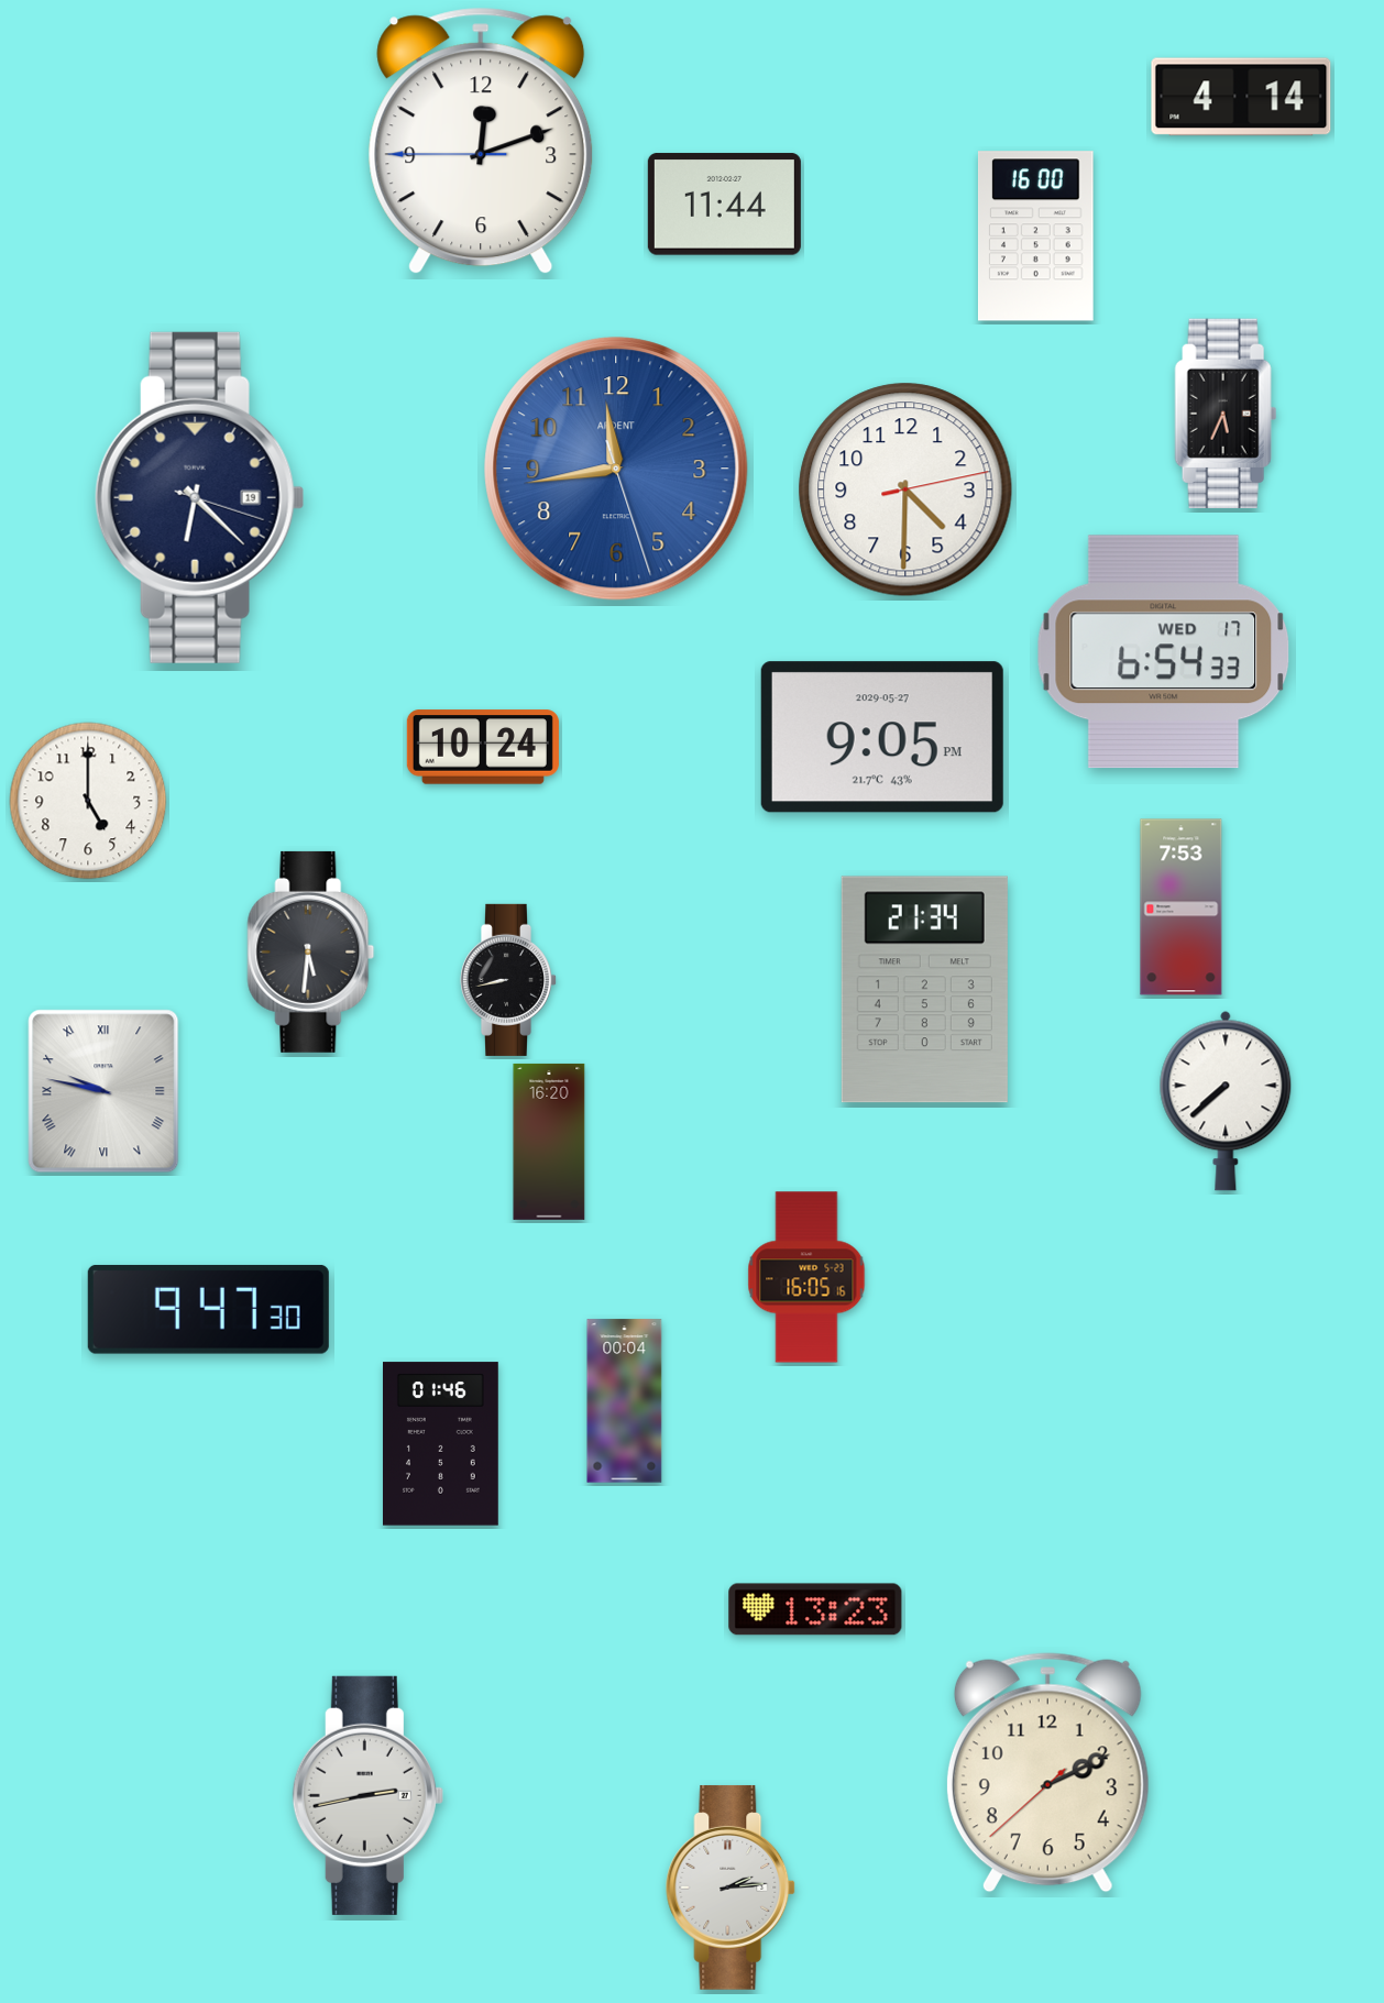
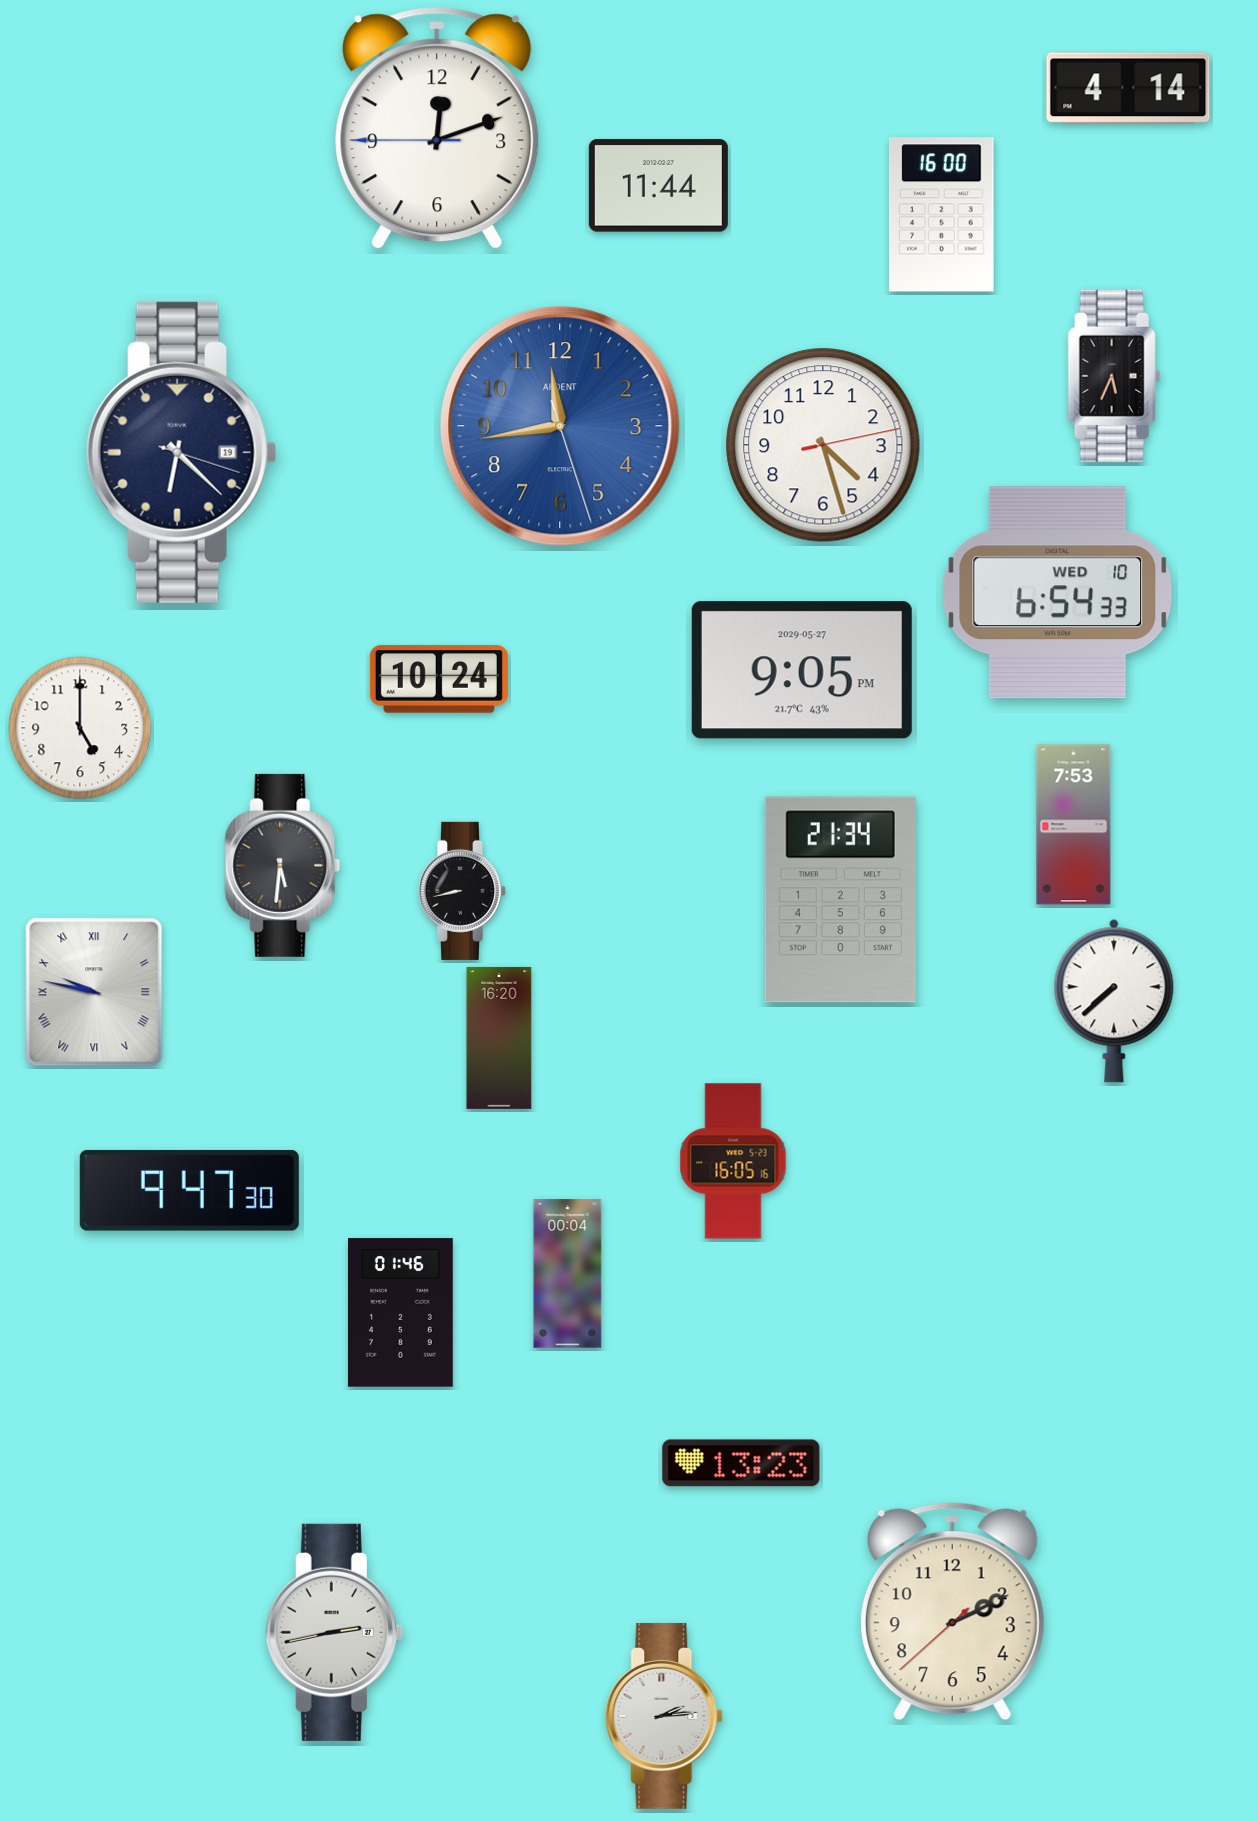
clock at (905, 489): 4:30 -> 4:27
clock at (1164, 652) date: WED 17 -> WED 10
